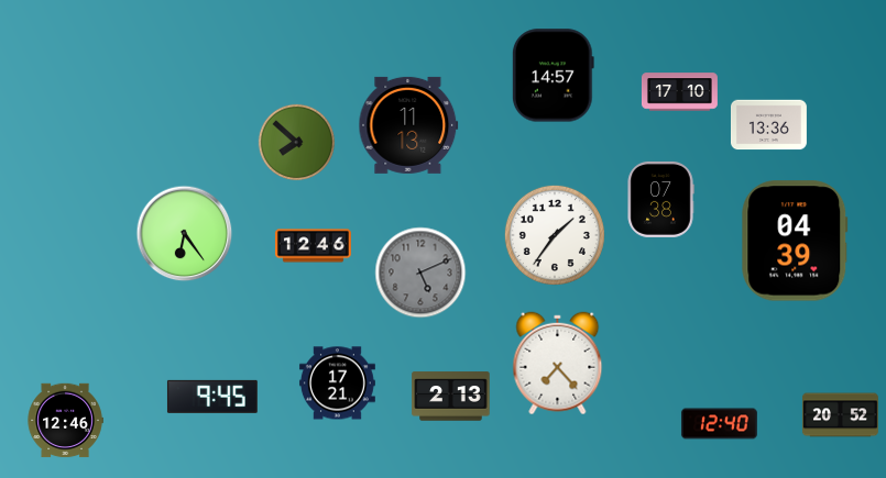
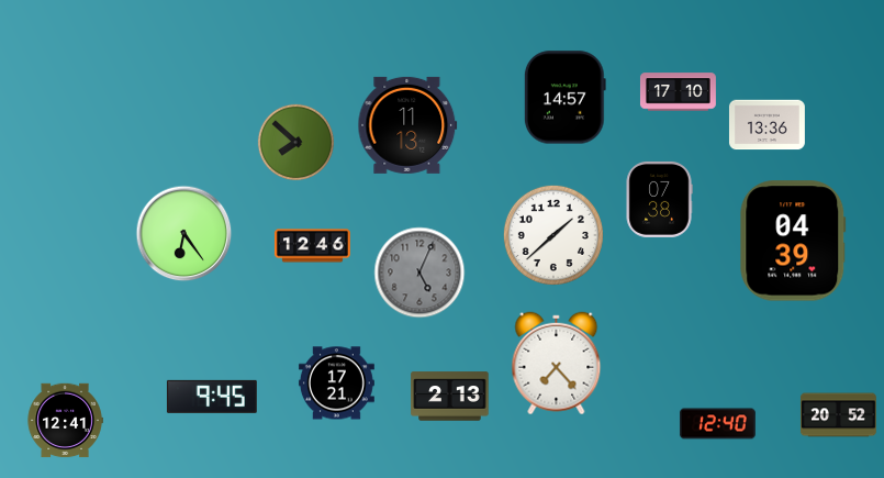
clock at (553, 76) position: (553, 76) -> (564, 98)
clock at (555, 235): 1:36 -> 1:38
clock at (420, 273): 5:11 -> 5:04
clock at (65, 421): 12:46 -> 12:41
